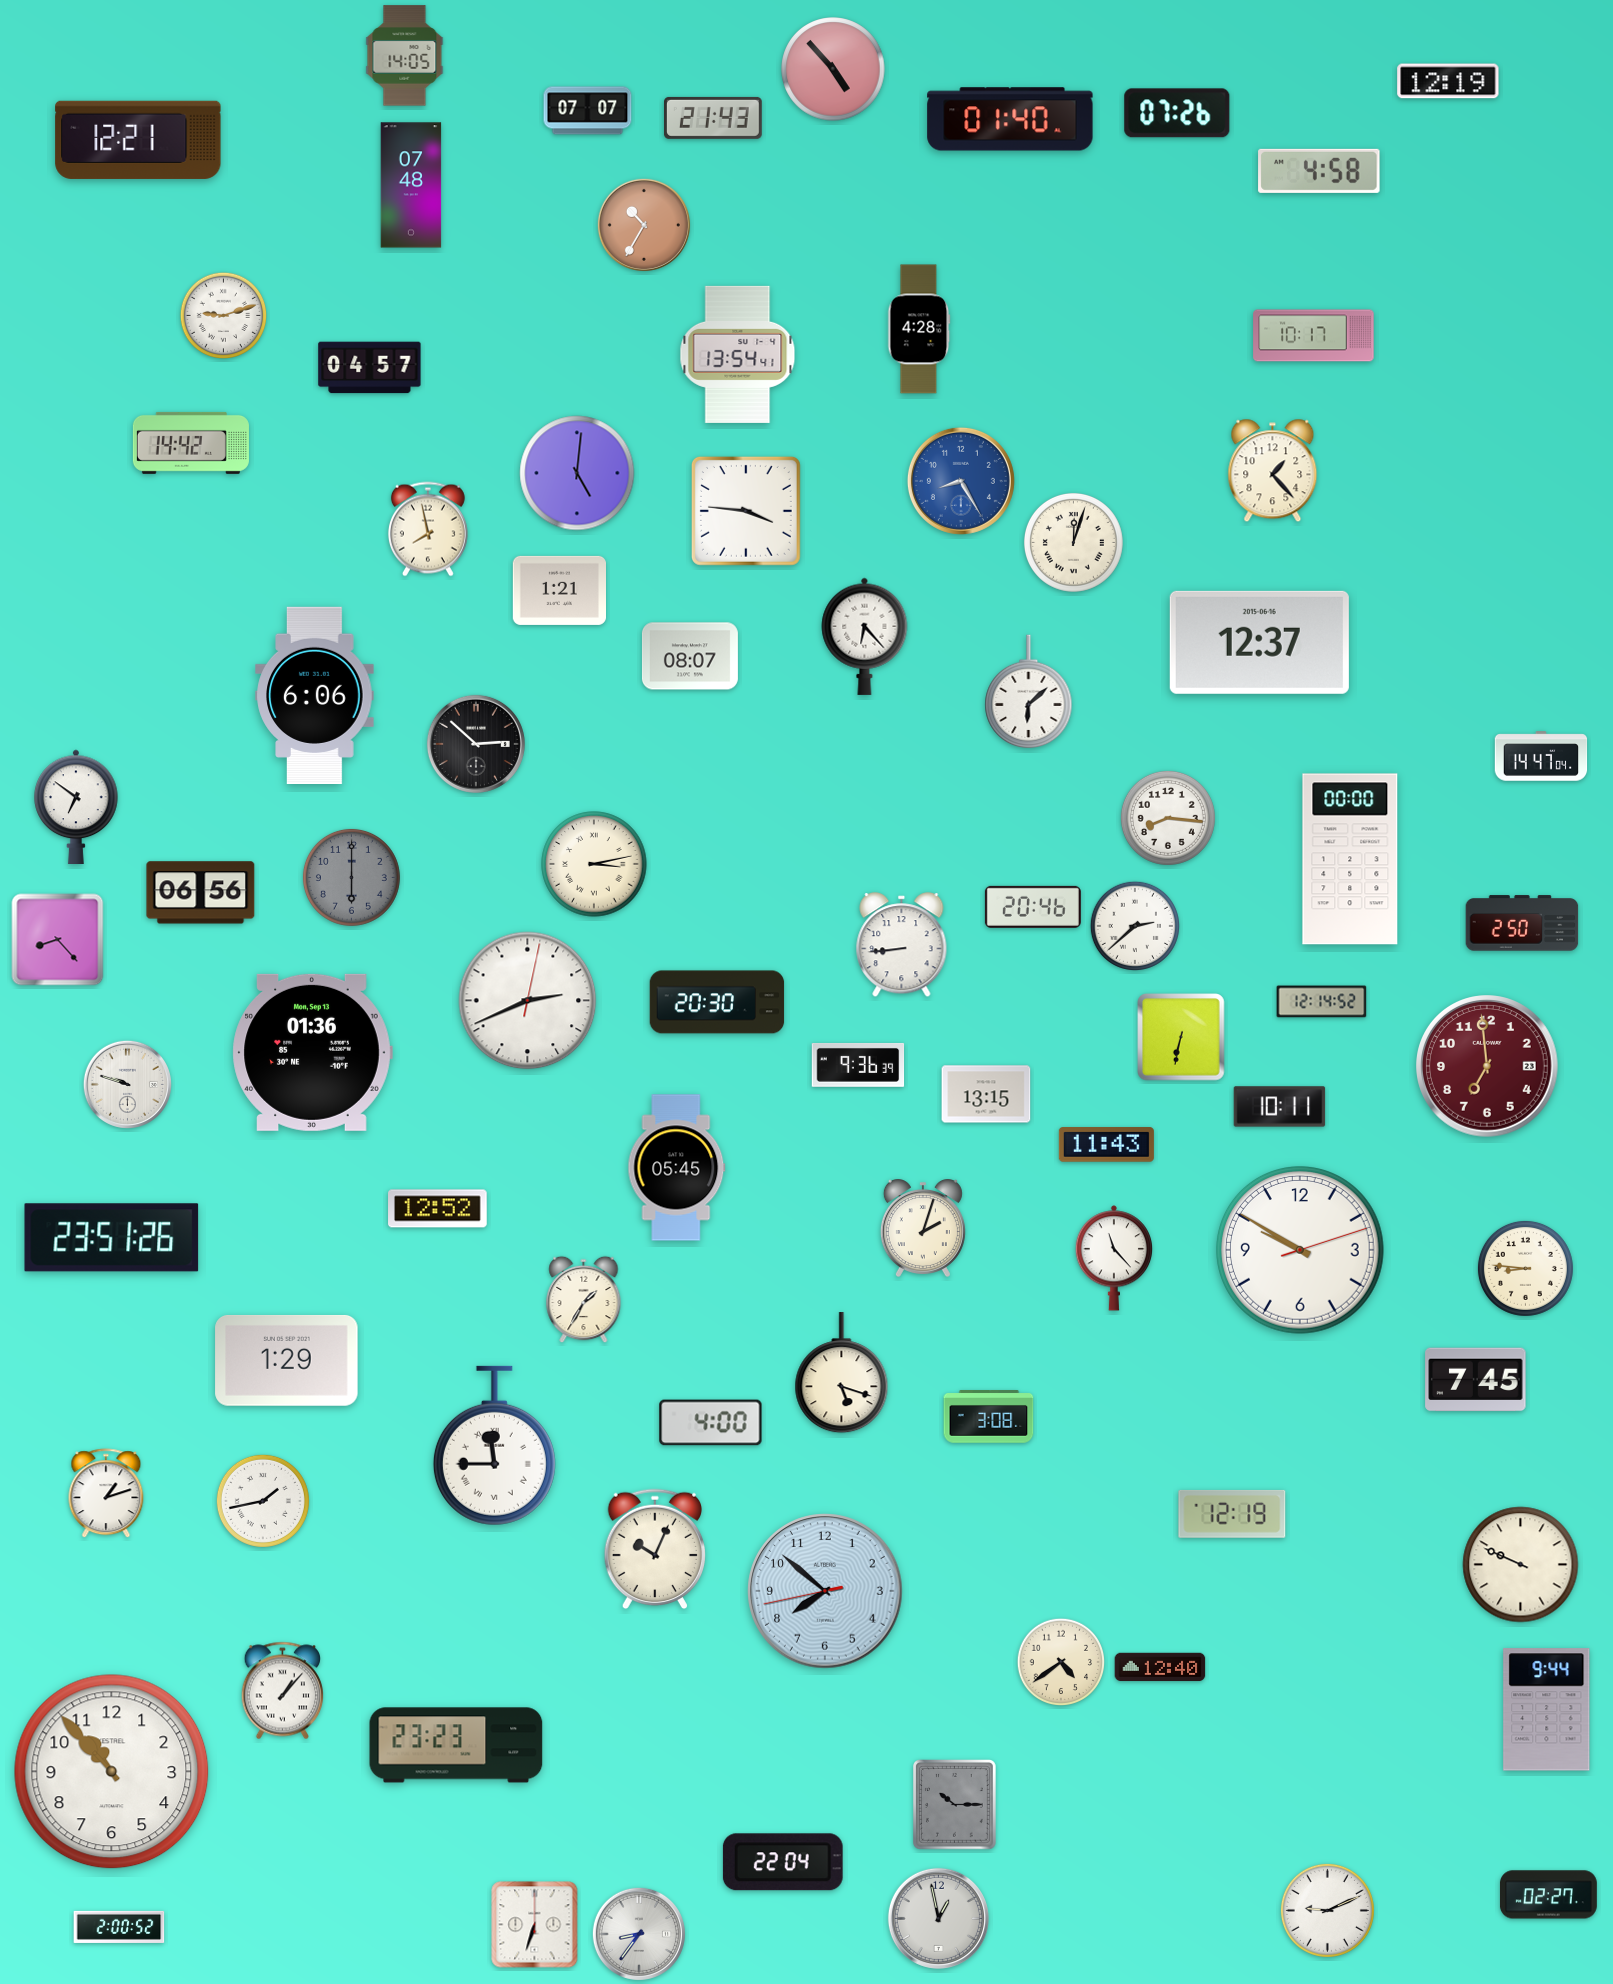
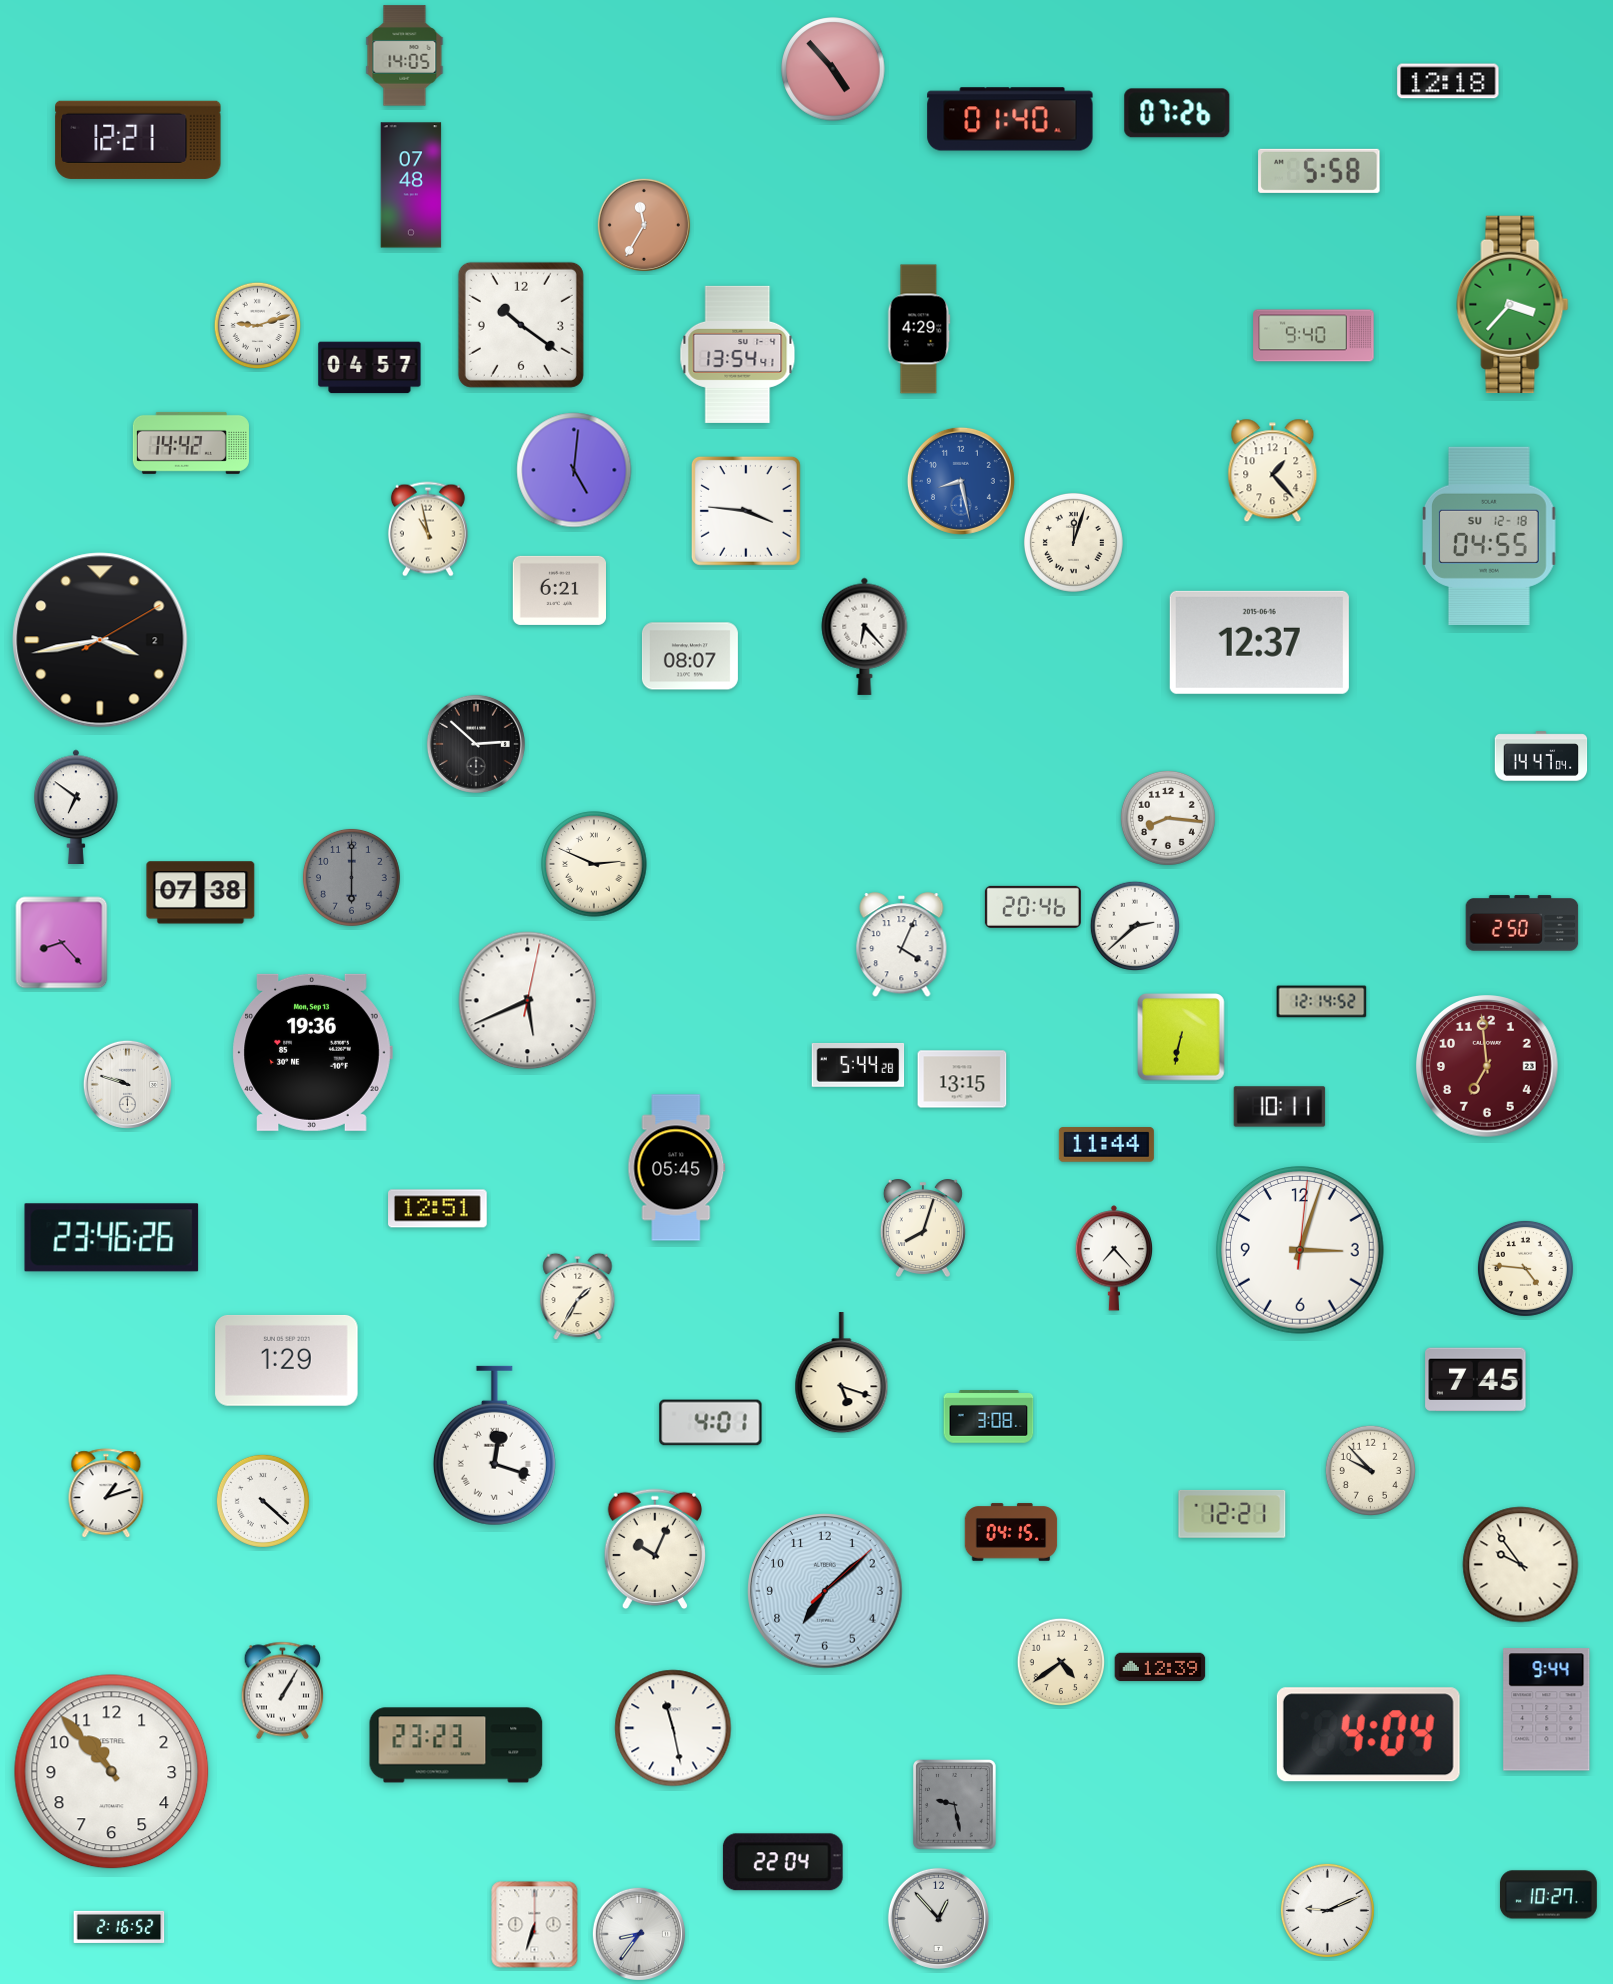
clock at (1448, 81): 12:19 -> 12:18
clock at (588, 111): 07:07 -> none
clock at (714, 118): 21:43 -> none
clock at (1319, 171): 4:58 -> 5:58
clock at (644, 225): 10:35 -> 11:35
clock at (1513, 304): none -> 3:37
clock at (224, 316) position: (224, 316) -> (258, 326)
clock at (521, 325): none -> 10:21
clock at (919, 329): 4:28 -> 4:29
clock at (1314, 336): 10:17 -> 9:40
clock at (577, 473) position: (577, 473) -> (574, 470)
clock at (961, 481): 8:25 -> 8:28
clock at (428, 529): 7:58 -> 10:58
clock at (1490, 536): none -> 04:55
clock at (559, 590): 1:21 -> 6:21
clock at (100, 640): none -> 3:43
clock at (1029, 692): 6:08 -> none
clock at (315, 695): 6:06 -> none
clock at (1350, 859): 00:00 -> none
clock at (594, 864): 3:13 -> 2:49
clock at (201, 893): 06:56 -> 07:38
clock at (58, 940) position: (58, 940) -> (62, 943)
clock at (902, 945): 8:44 -> 4:04
clock at (528, 1001): 2:41 -> 5:41
clock at (717, 1002): 20:30 -> none
clock at (312, 1052): 01:36 -> 19:36
clock at (858, 1065): 9:36 -> 5:44
clock at (986, 1094) position: (986, 1094) -> (962, 1079)
clock at (1106, 1145): 11:43 -> 11:44
clock at (438, 1209): 12:52 -> 12:51
clock at (923, 1228): 2:03 -> 8:03
clock at (112, 1238): 23:51 -> 23:46
clock at (1301, 1251): 9:50 -> 3:03
clock at (1114, 1258): 11:23 -> 7:23
clock at (1525, 1268): 8:46 -> 4:46
clock at (584, 1300) position: (584, 1300) -> (578, 1297)
clock at (711, 1423): 4:00 -> 4:01
clock at (494, 1446): 11:45 -> 12:18
clock at (1370, 1470): none -> 9:53
clock at (263, 1501): 1:43 -> 4:22
clock at (1232, 1514): 12:19 -> 12:21
clock at (1011, 1532): none -> 04:15
clock at (1521, 1565): 9:49 -> 9:54
clock at (825, 1591): 7:51 -> 7:08
clock at (1160, 1667): 12:40 -> 12:39
clock at (282, 1691): 1:07 -> 1:05
clock at (673, 1728): none -> 11:28
clock at (1368, 1735): none -> 4:04
clock at (955, 1805): 10:15 -> 9:28
clock at (1548, 1895): 02:27 -> 10:27
clock at (938, 1918): 12:58 -> 12:53
clock at (119, 1927): 2:00 -> 2:16
